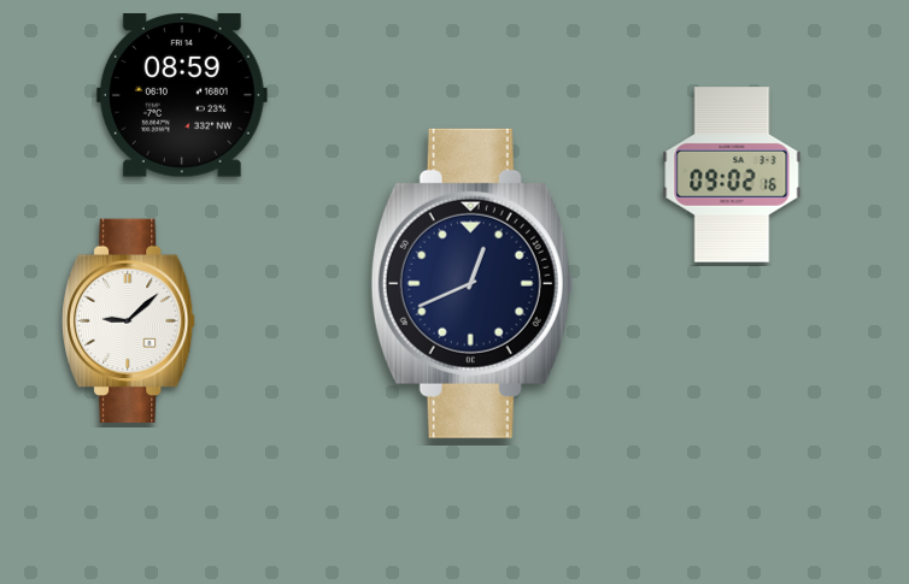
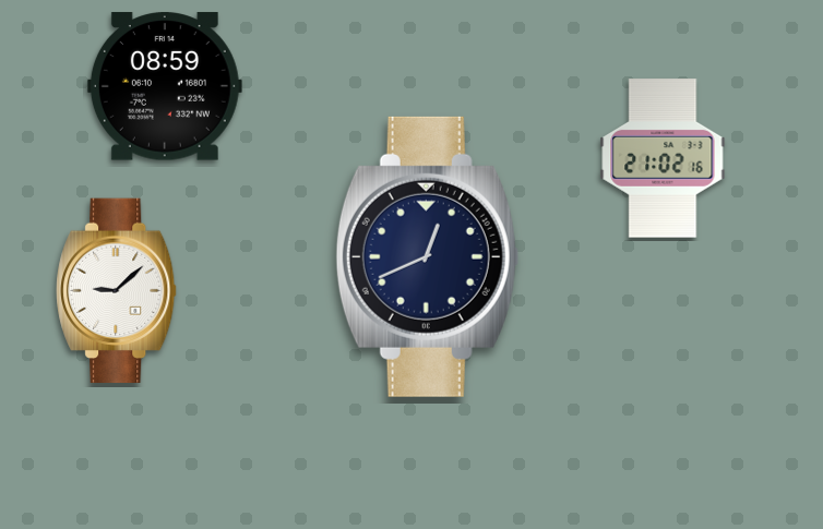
clock at (732, 175): 09:02 -> 21:02
